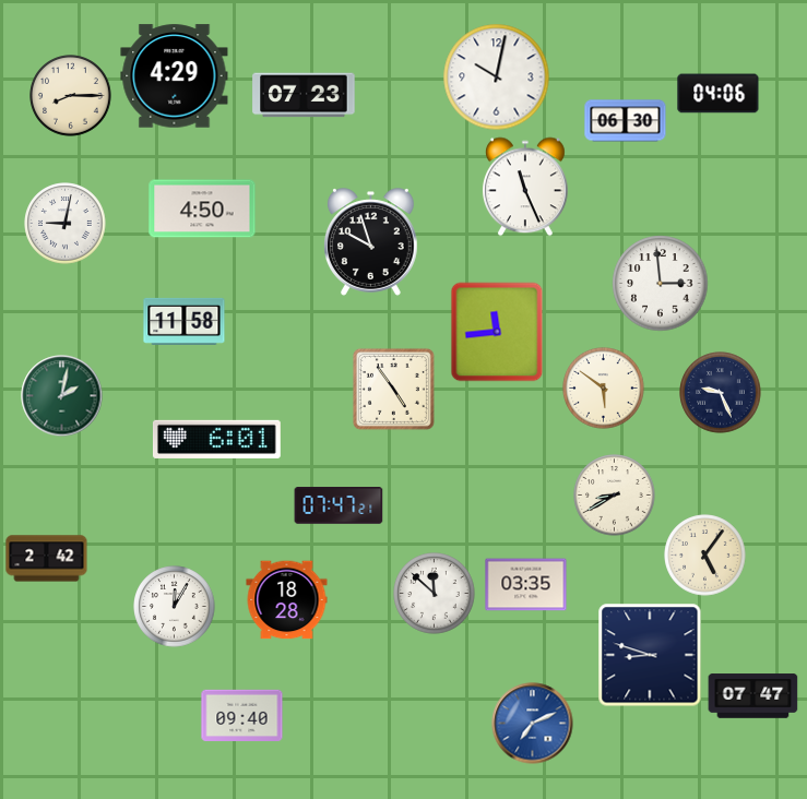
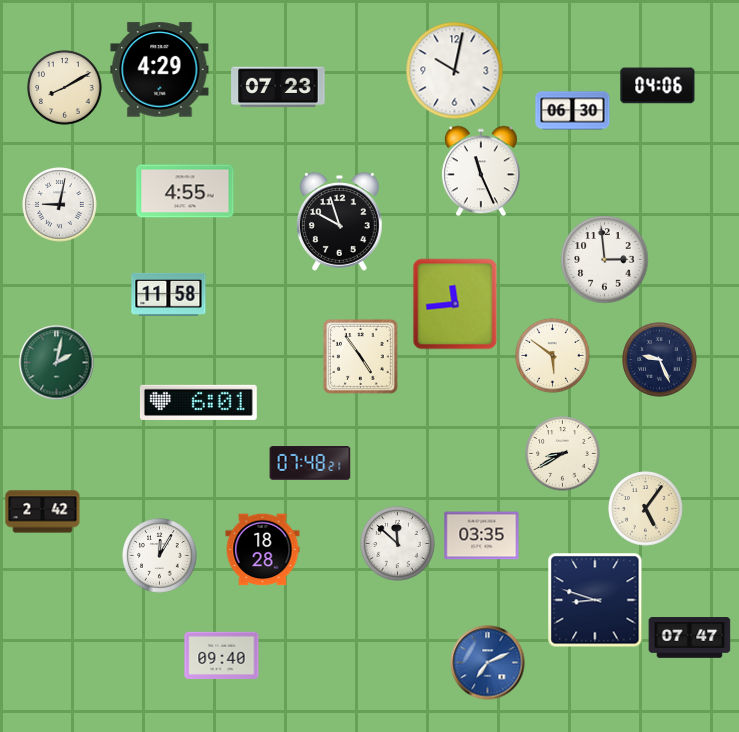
clock at (71, 96): 8:15 -> 8:10
clock at (202, 208): 4:50 -> 4:55
clock at (339, 505): 07:47 -> 07:48
